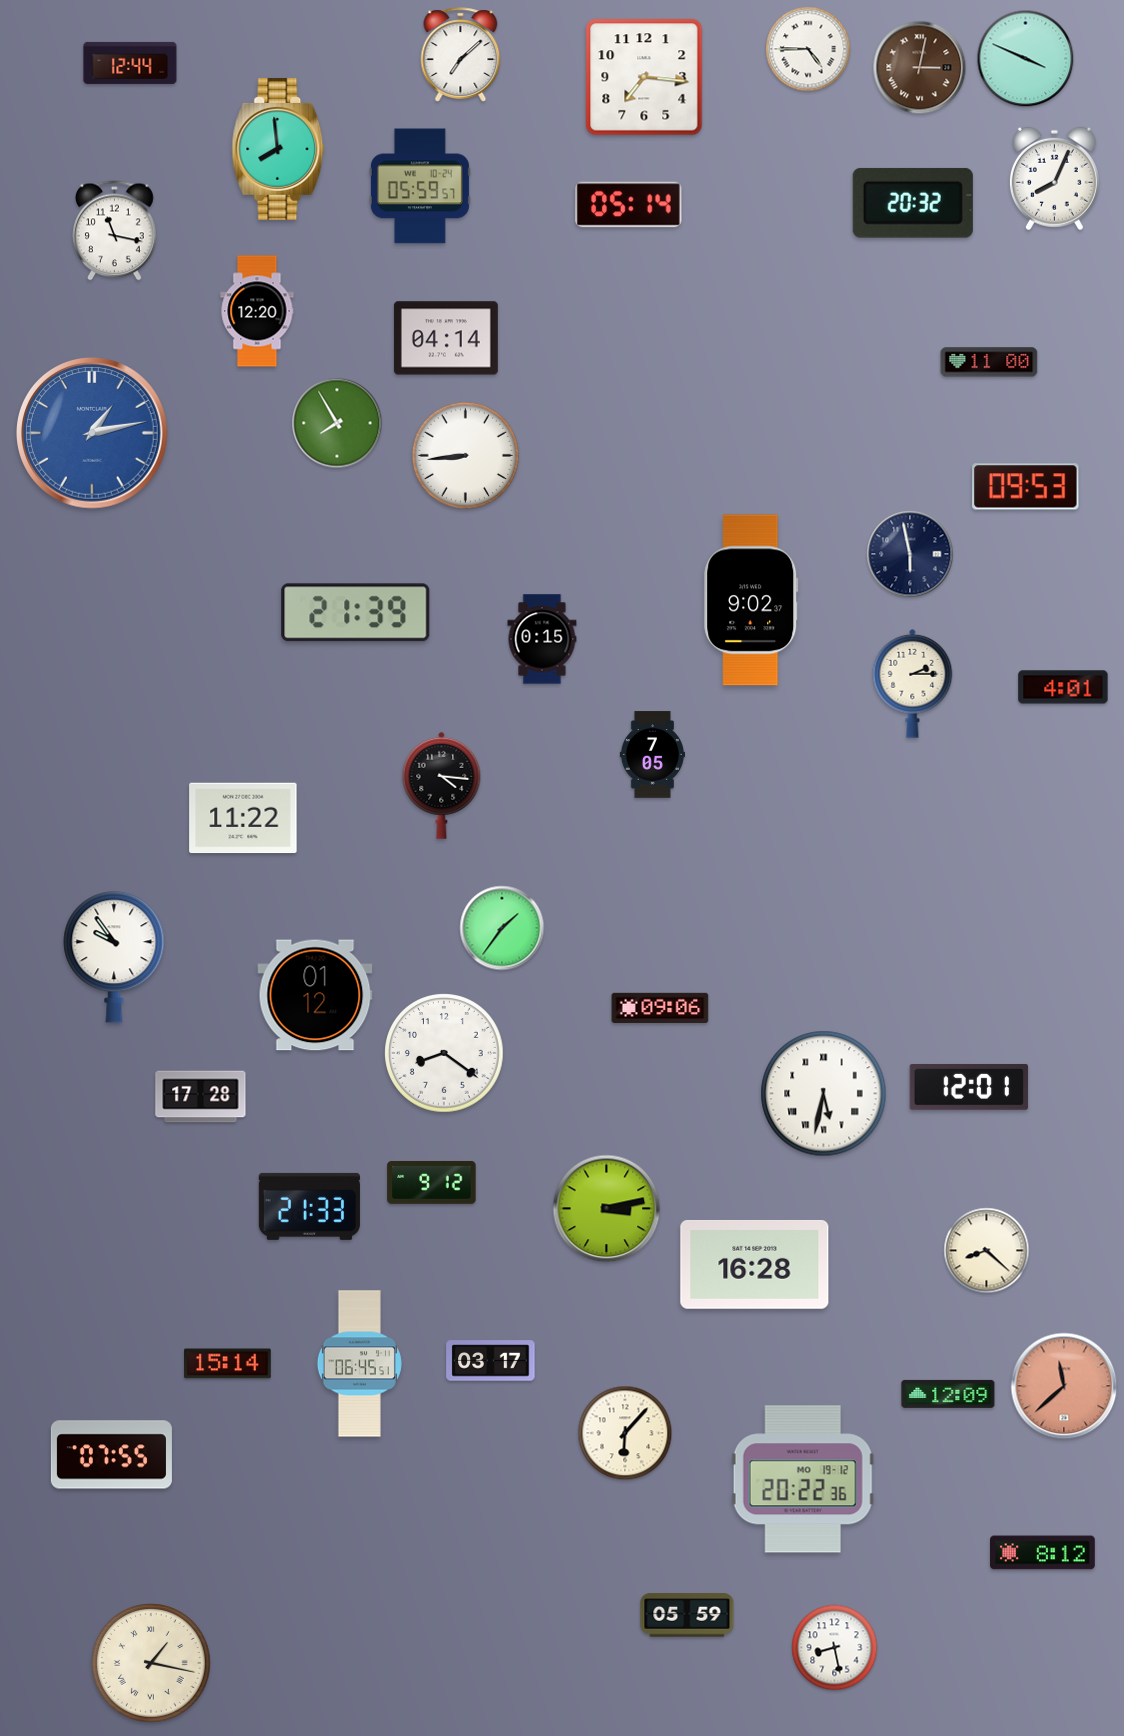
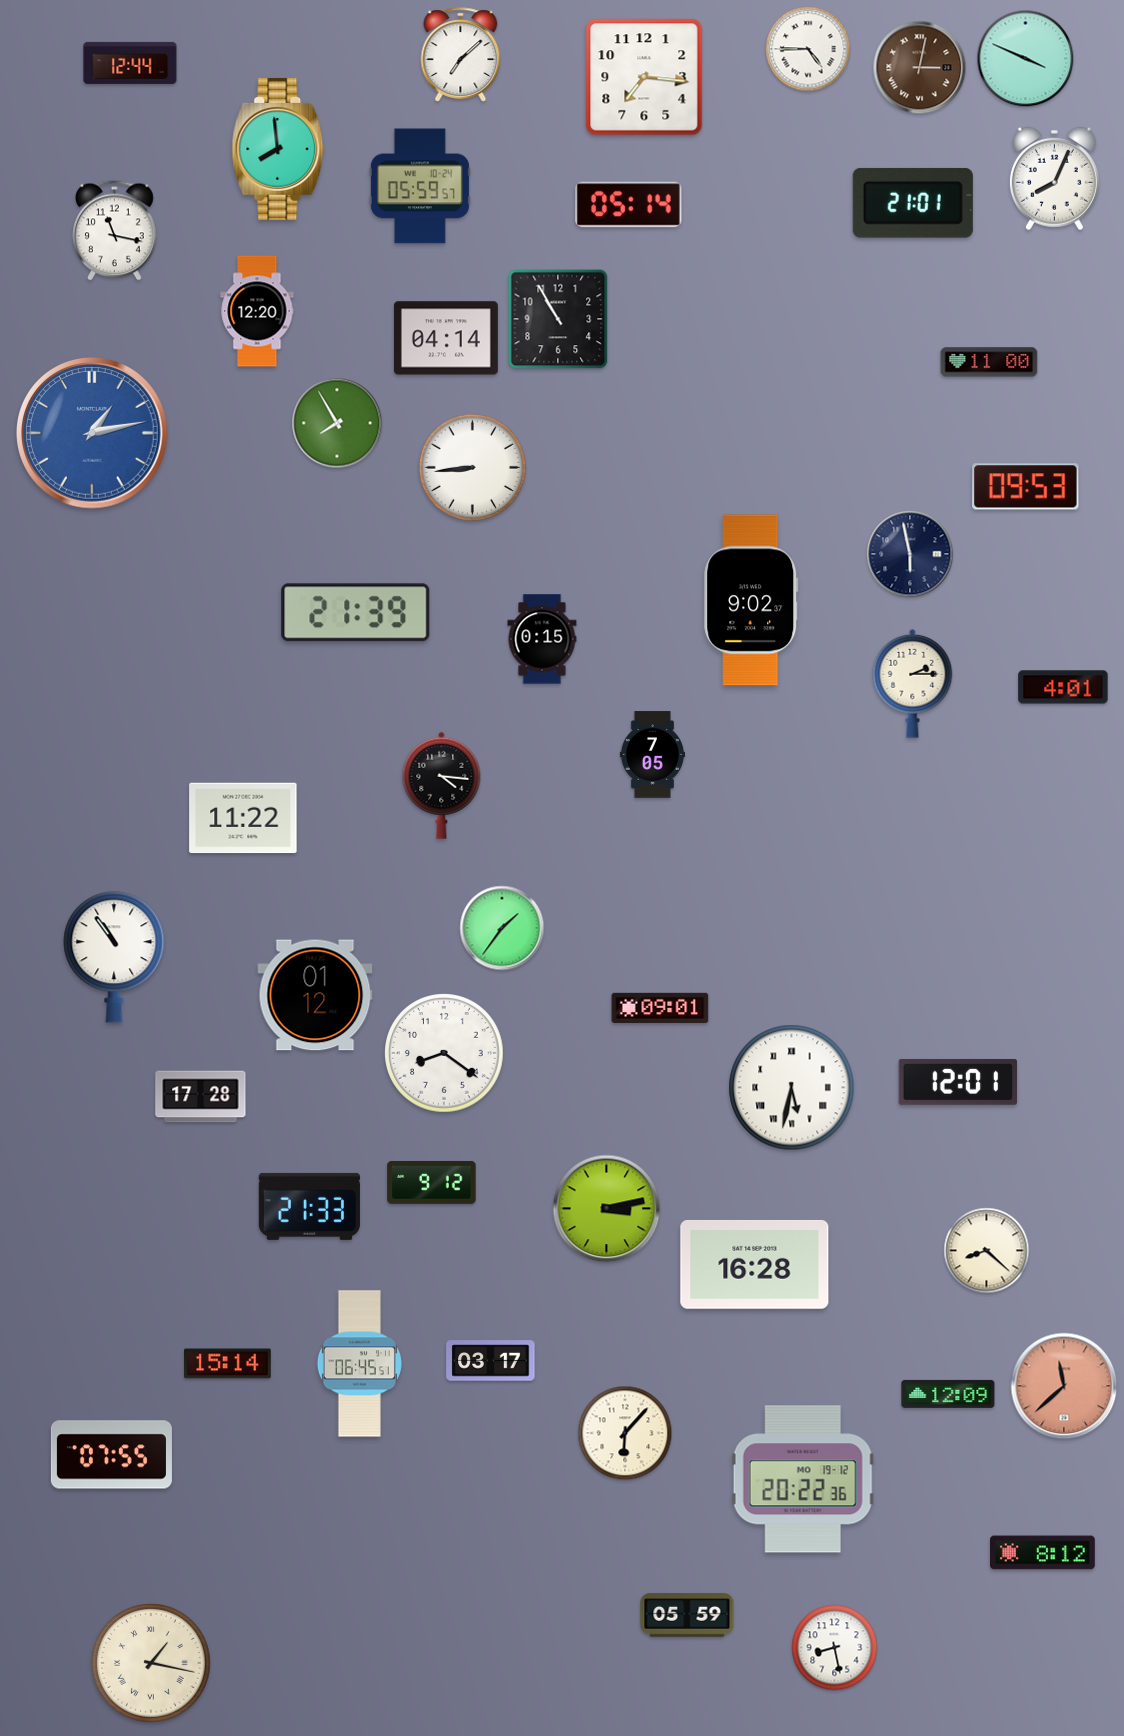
clock at (913, 203): 20:32 -> 21:01
clock at (558, 319): none -> 10:55
clock at (465, 455) position: (465, 455) -> (472, 467)
clock at (114, 957): 9:54 -> 10:54
clock at (660, 1007): 09:06 -> 09:01
clock at (969, 1087) position: (969, 1087) -> (958, 1082)
clock at (824, 1094) position: (824, 1094) -> (792, 1088)
